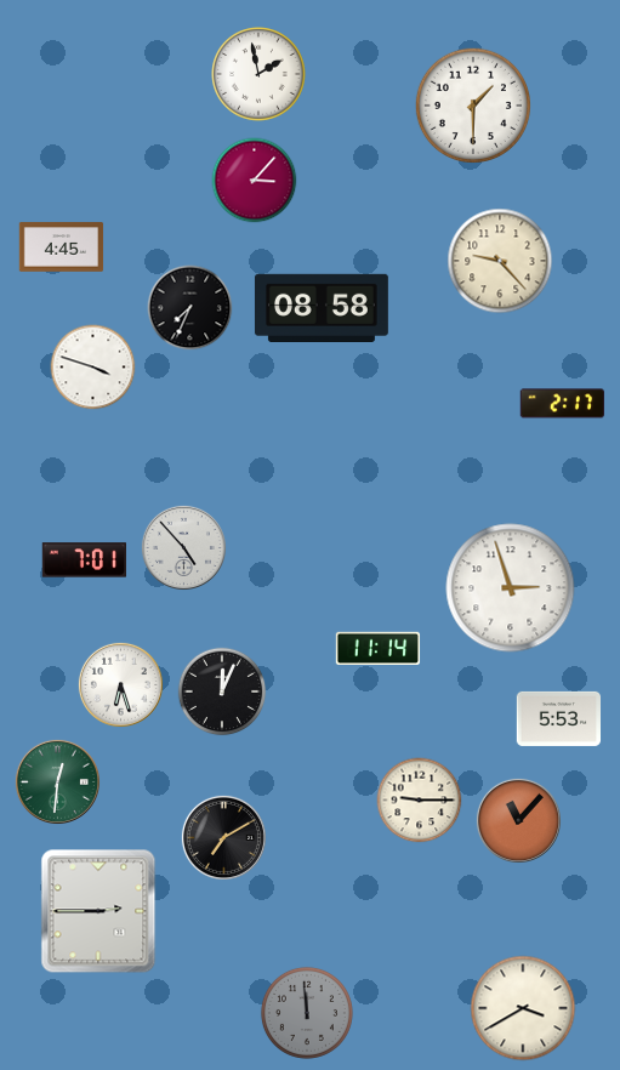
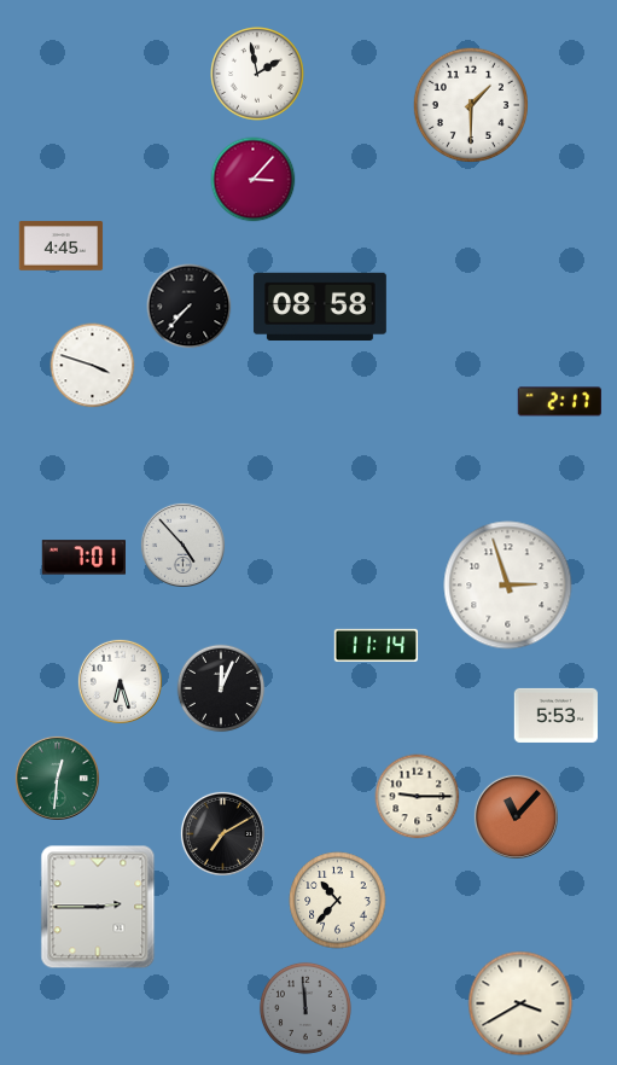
clock at (500, 261): 9:23 -> none
clock at (190, 308): 7:34 -> 7:37
clock at (338, 901): none -> 10:37
